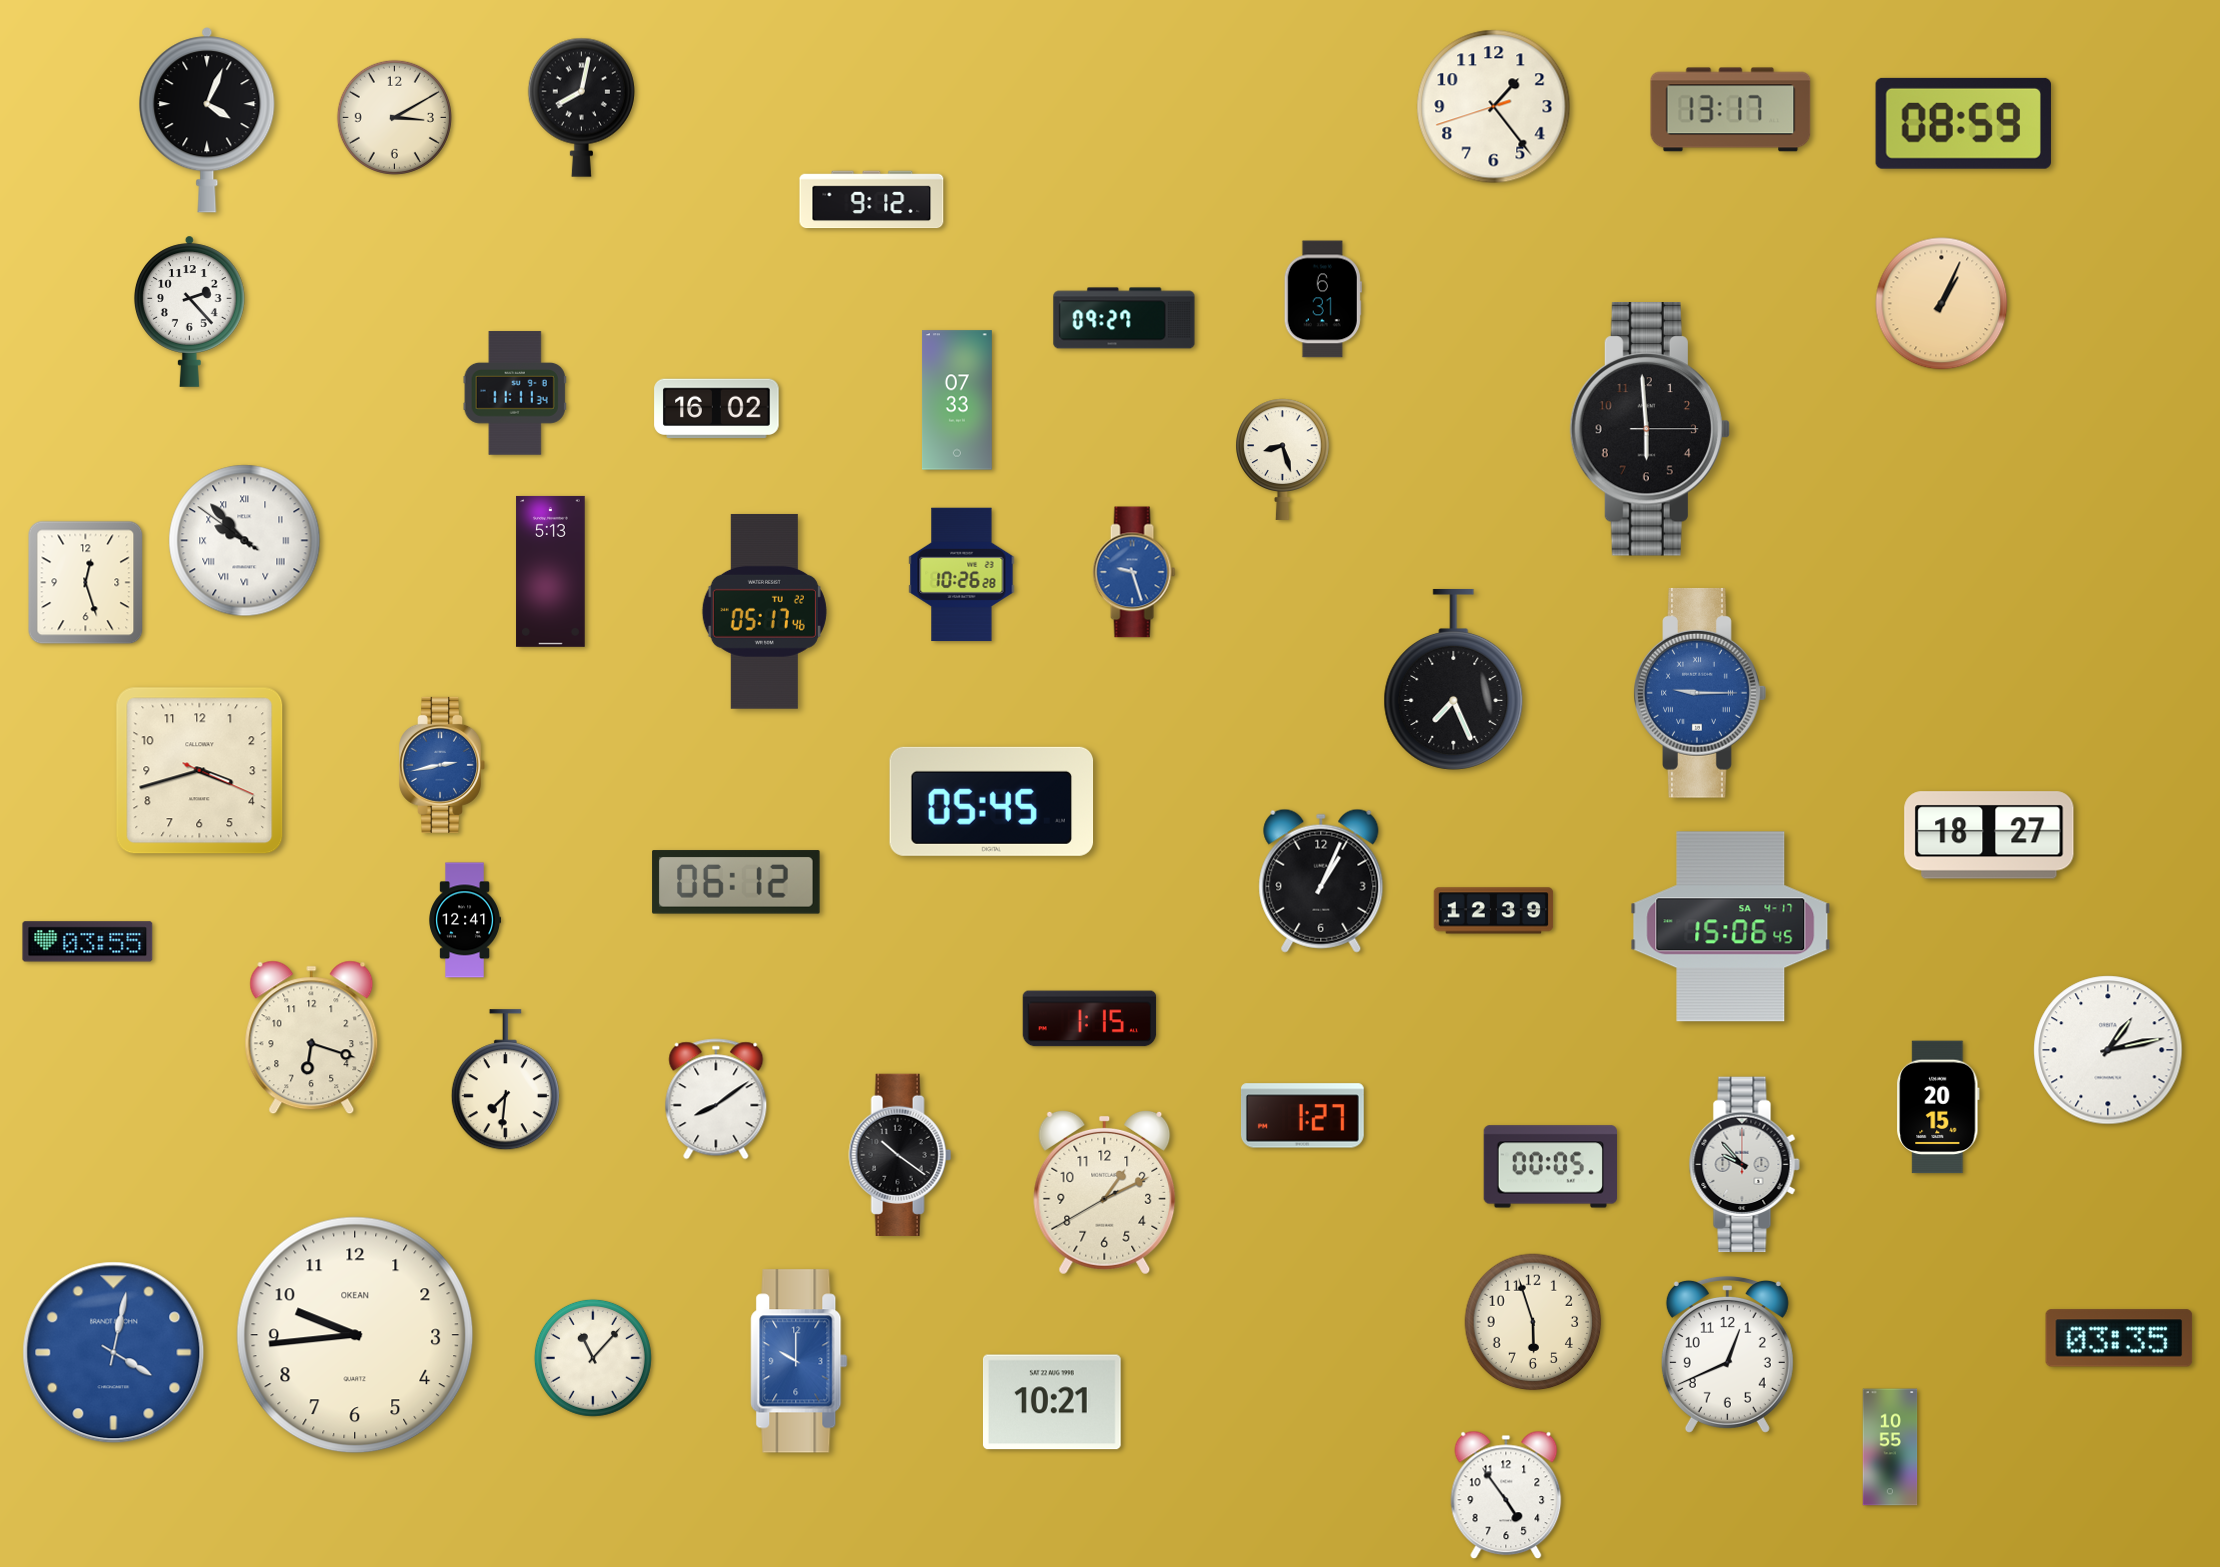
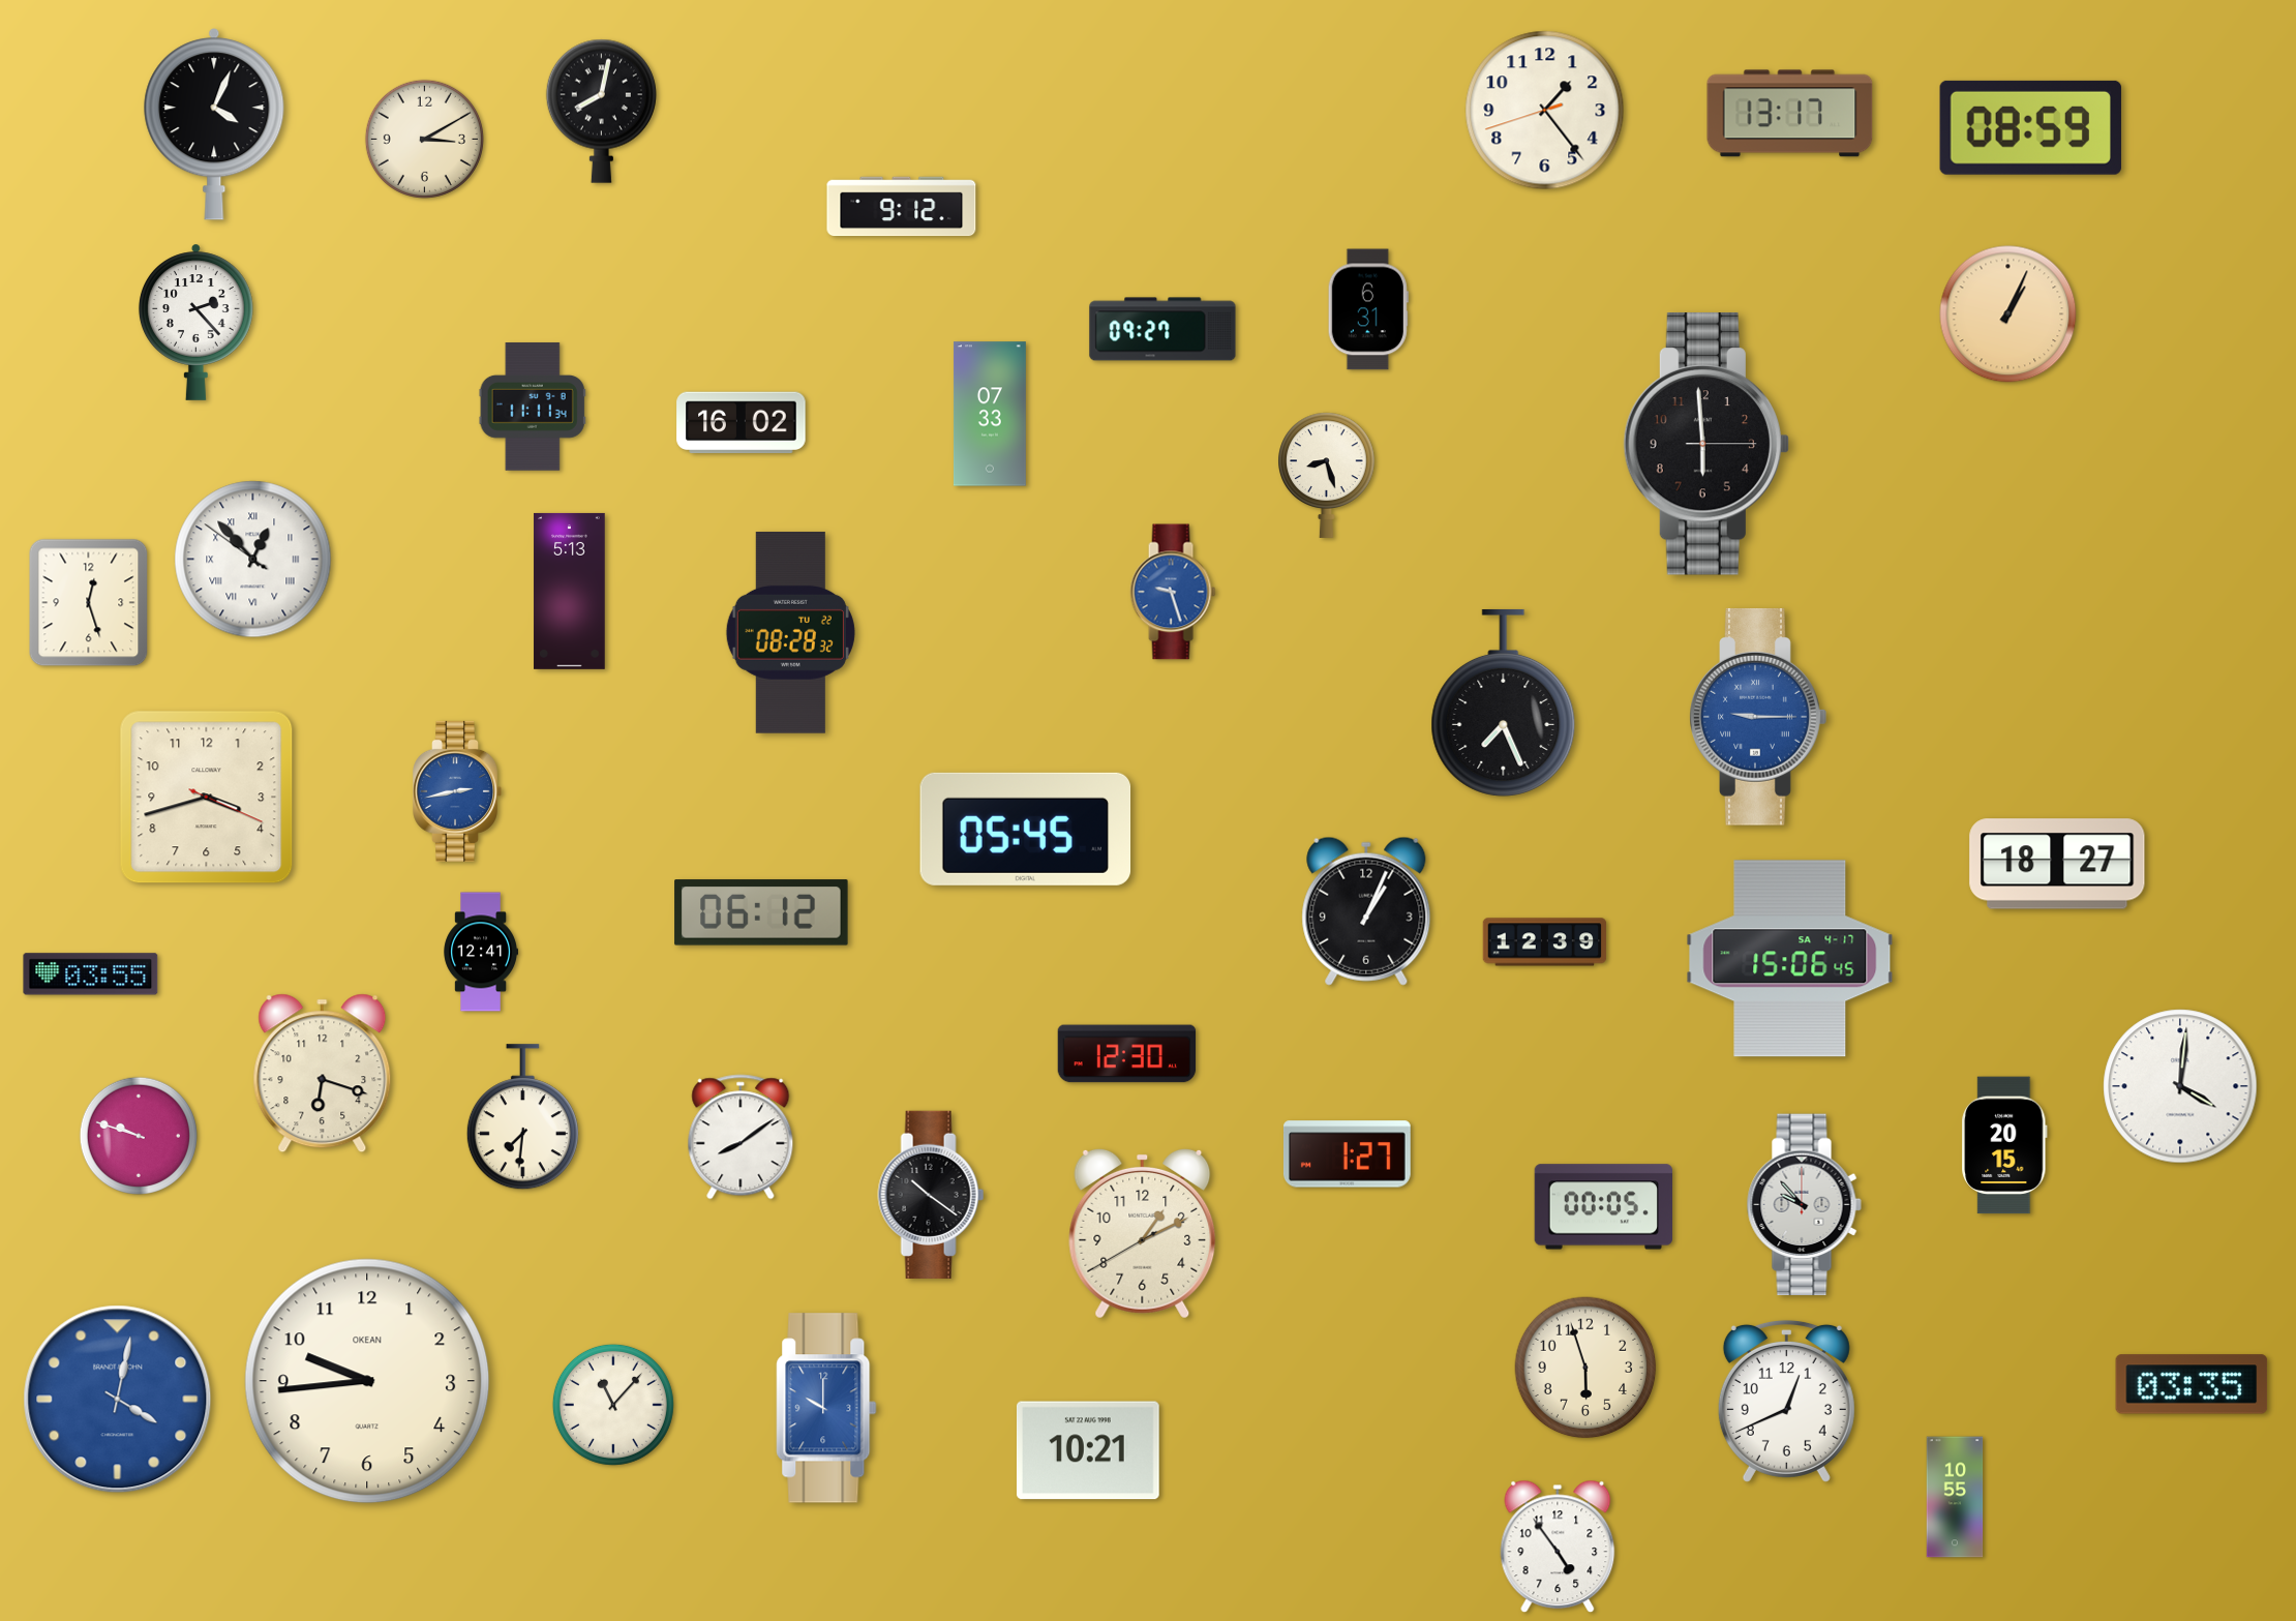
clock at (394, 117) position: (394, 117) -> (424, 139)
clock at (245, 541): 9:52 -> 12:52
clock at (962, 575): 10:26 -> none
clock at (764, 611): 05:17 -> 08:28
clock at (1090, 1019): 1:15 -> 12:30
clock at (2108, 1050): 1:13 -> 4:01
clock at (139, 1136): none -> 9:48
